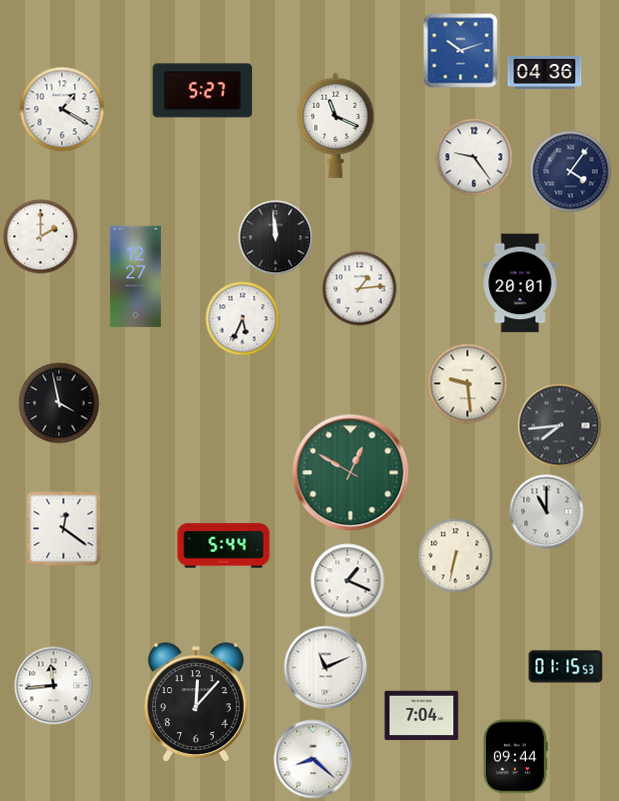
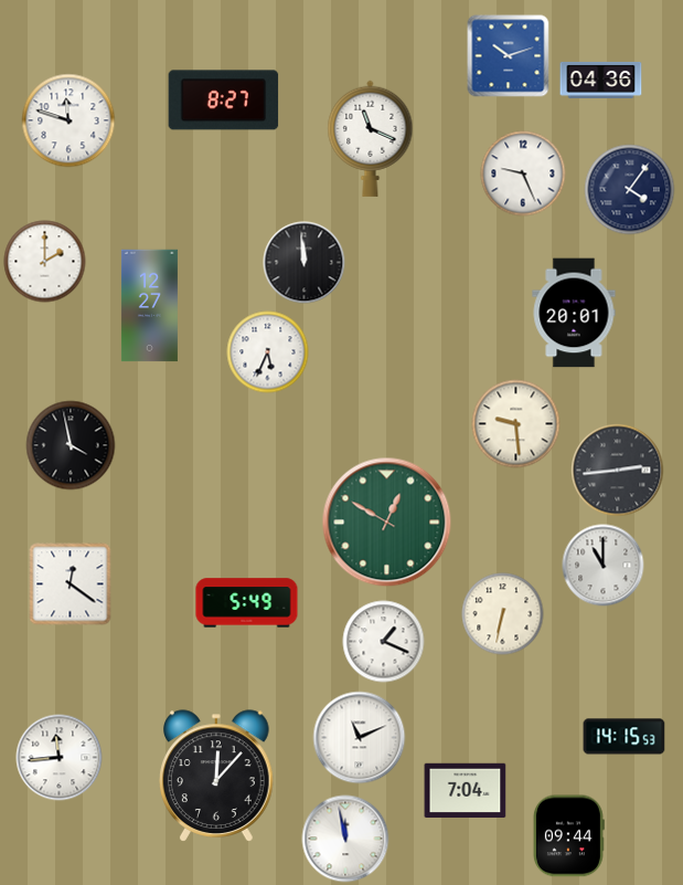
clock at (203, 91): 5:27 -> 8:27
clock at (62, 109): 1:20 -> 11:48
clock at (474, 157): 9:24 -> 9:26
clock at (360, 289): 1:14 -> none
clock at (59, 403) position: (59, 403) -> (71, 445)
clock at (560, 426): 7:44 -> 2:44
clock at (224, 546): 5:44 -> 5:49
clock at (566, 667): 01:15 -> 14:15
clock at (313, 759): 8:22 -> 11:58
